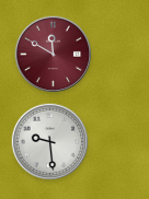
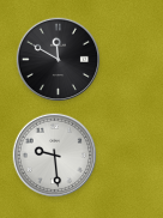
clock at (54, 55) dial: burgundy -> black
